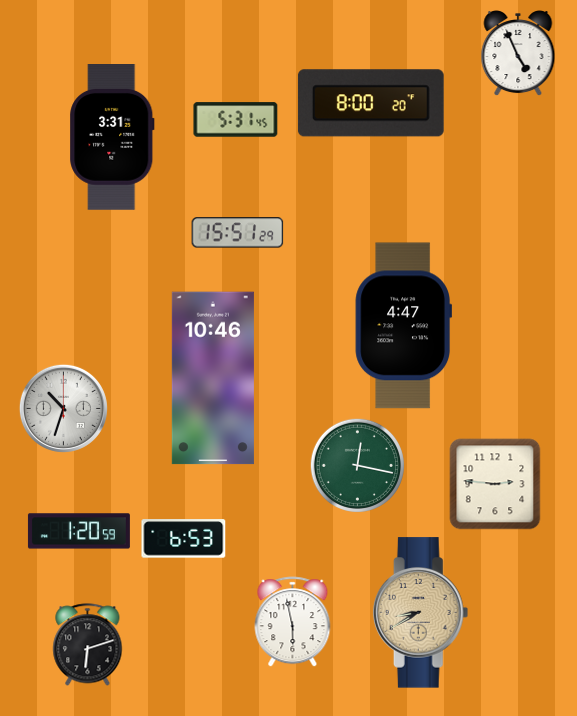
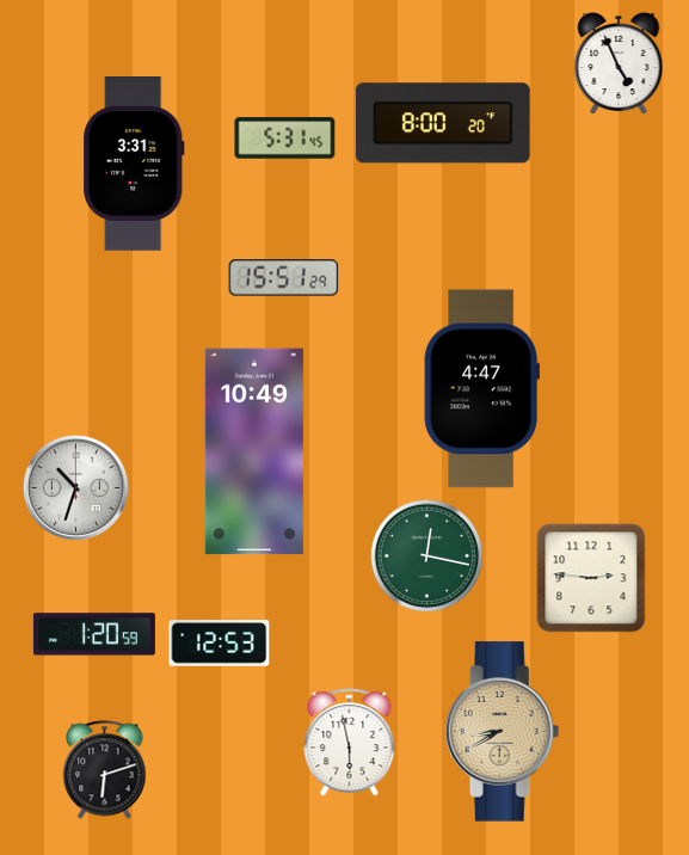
clock at (236, 120) position: (236, 120) -> (285, 139)
clock at (213, 378): 10:46 -> 10:49
clock at (184, 539): 6:53 -> 12:53
